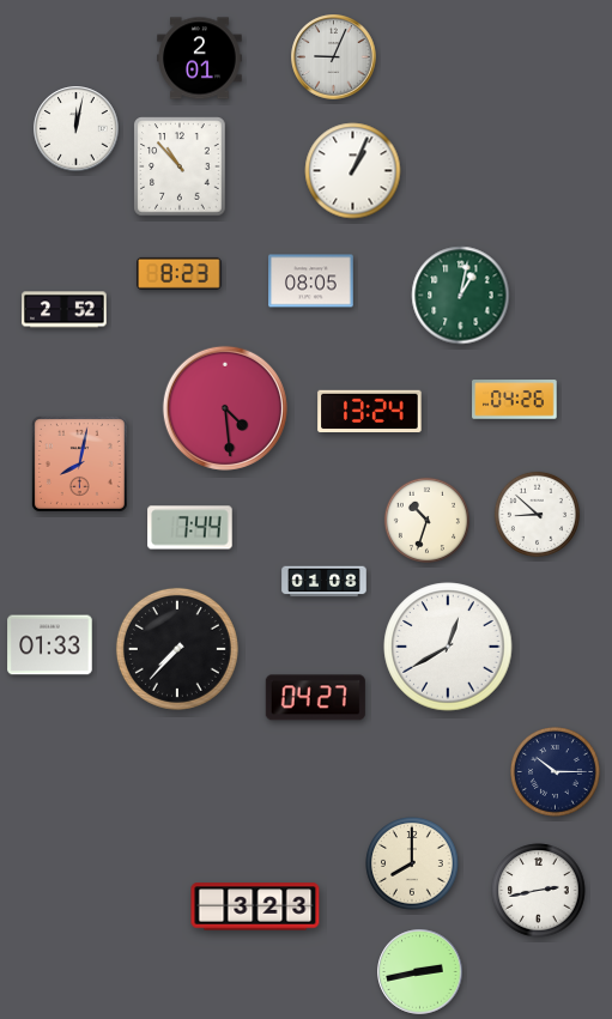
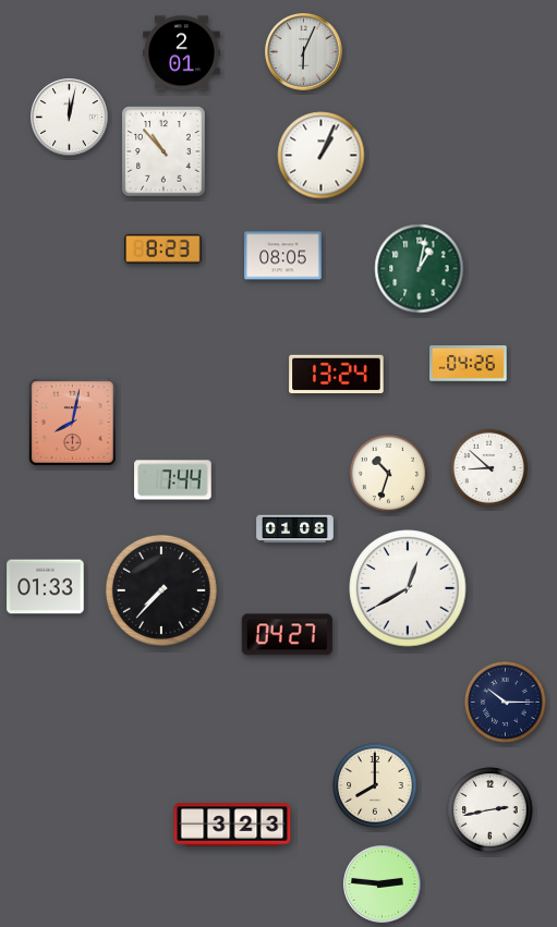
clock at (334, 57): 9:04 -> 6:04
clock at (65, 310): 2:52 -> none
clock at (225, 408): 4:29 -> none
clock at (420, 972): 2:43 -> 2:46
